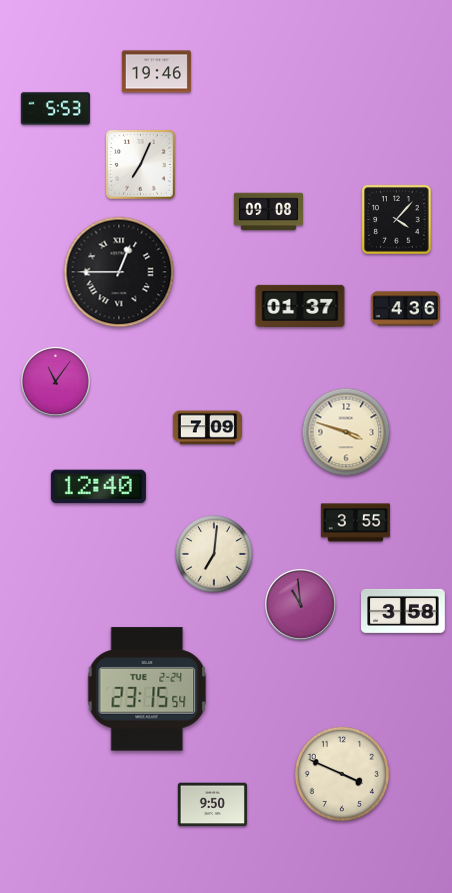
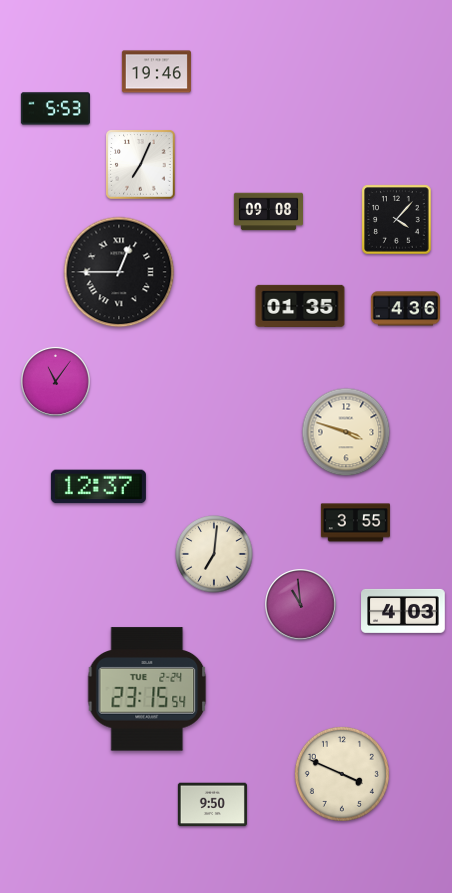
clock at (300, 306): 01:37 -> 01:35
clock at (207, 428): 7:09 -> none
clock at (98, 487): 12:40 -> 12:37
clock at (403, 611): 3:58 -> 4:03
